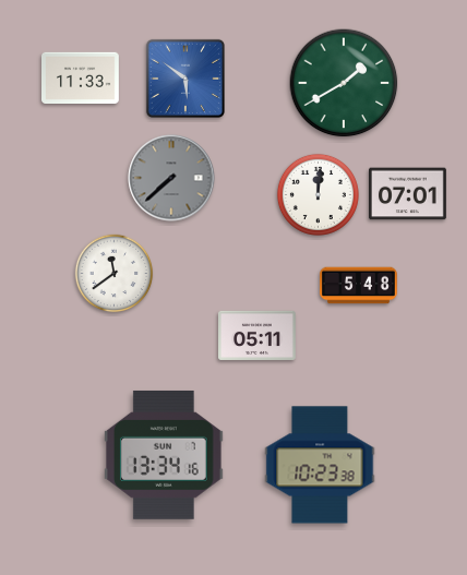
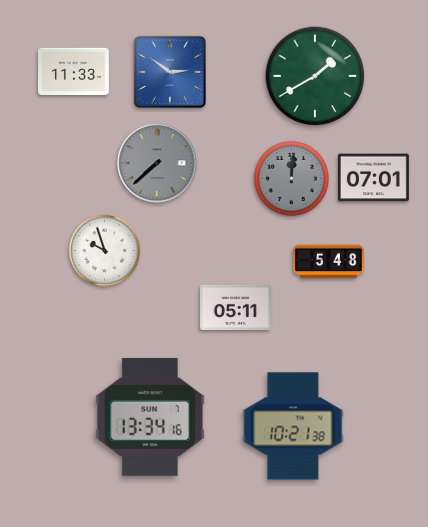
clock at (185, 79): 5:51 -> 2:51
clock at (318, 194) dial: white -> grey
clock at (115, 274): 11:39 -> 9:57
clock at (320, 465): 10:23 -> 10:21
